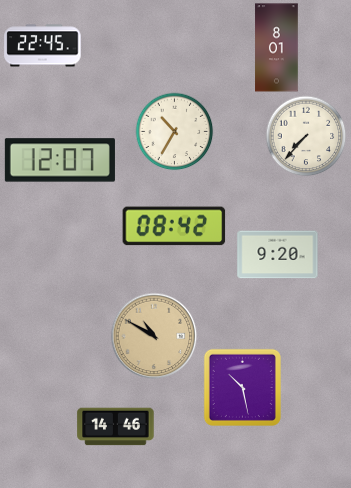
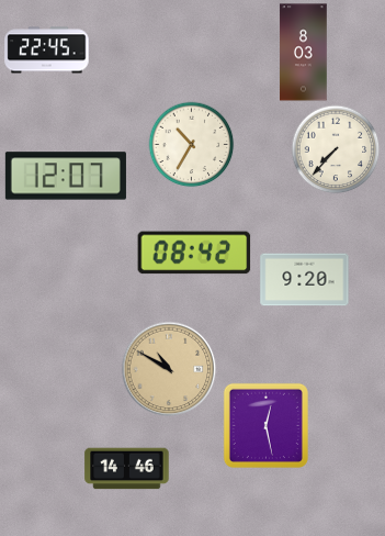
clock at (277, 48): 8:01 -> 8:03
clock at (174, 226) position: (174, 226) -> (194, 253)
clock at (242, 387): 10:28 -> 12:28
